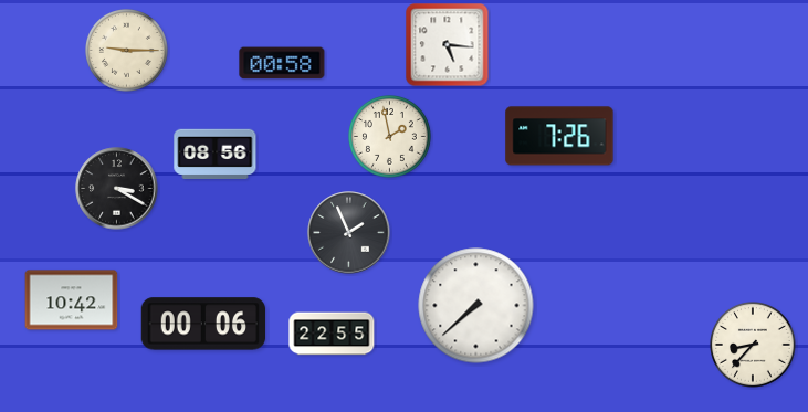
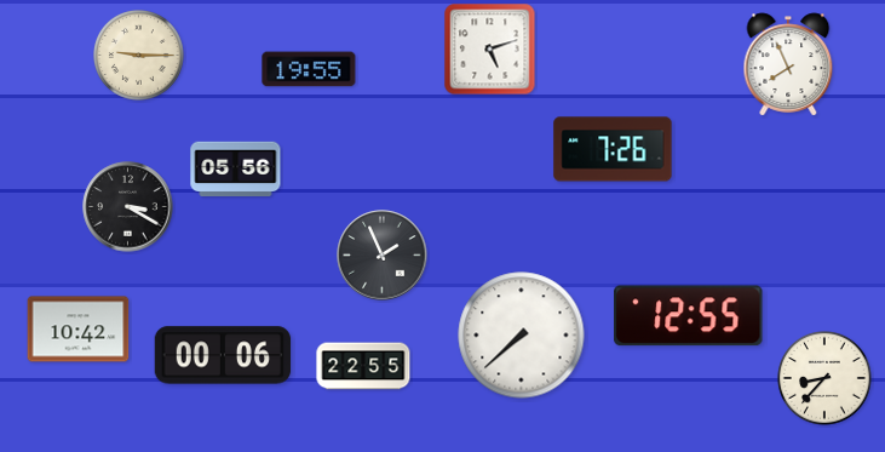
clock at (448, 45): 5:16 -> 5:12
clock at (788, 64): none -> 7:56
clock at (282, 63): 00:58 -> 19:55
clock at (390, 137): 1:58 -> none
clock at (216, 155): 08:56 -> 05:56
clock at (689, 316): none -> 12:55
